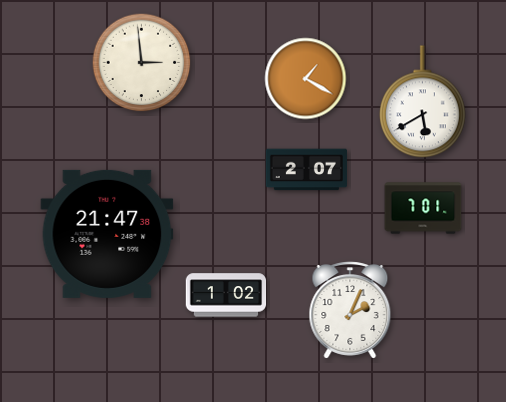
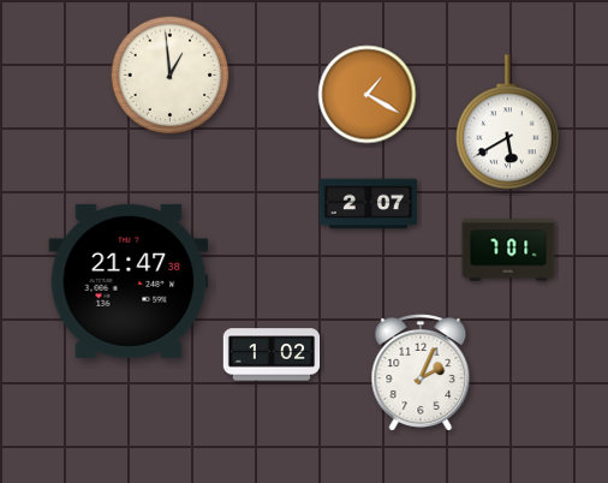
clock at (142, 63): 2:59 -> 12:59
